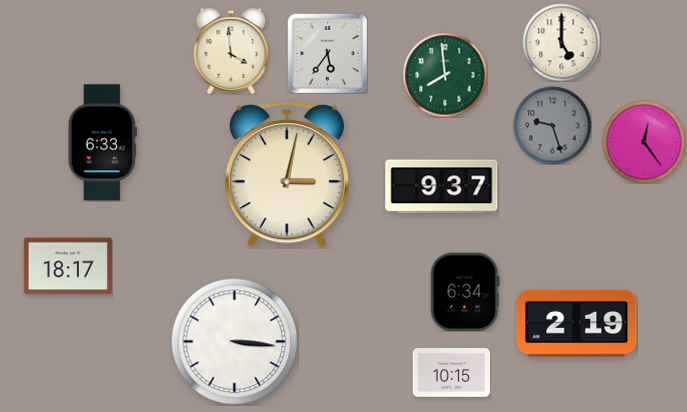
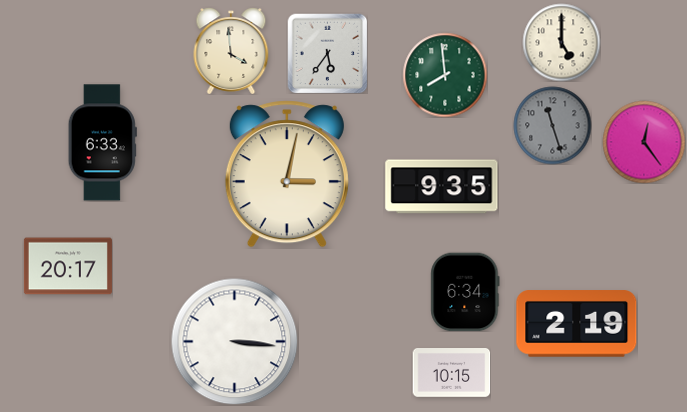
clock at (552, 125): 9:27 -> 11:27
clock at (442, 187): 9:37 -> 9:35
clock at (68, 266): 18:17 -> 20:17
